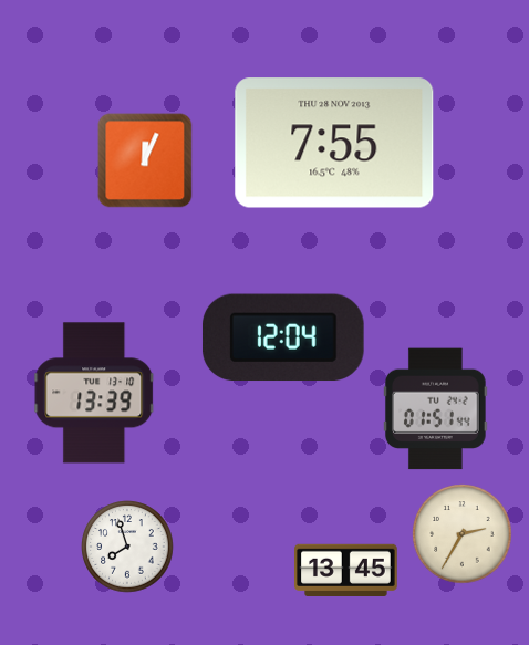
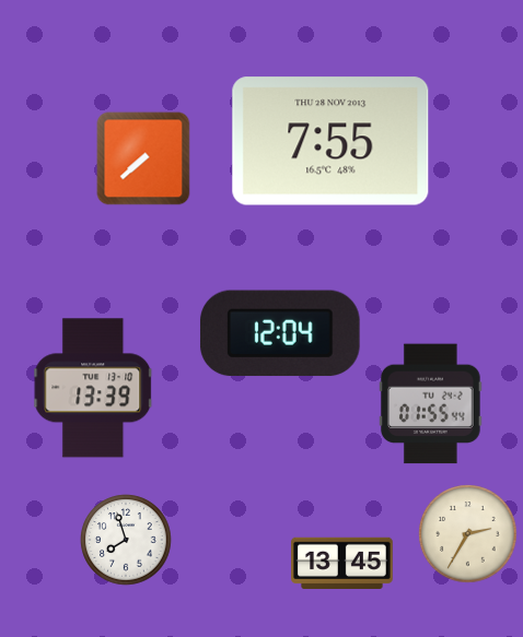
clock at (145, 160): 12:04 -> 7:38
clock at (436, 409): 01:51 -> 01:55
clock at (463, 534) position: (463, 534) -> (468, 534)
